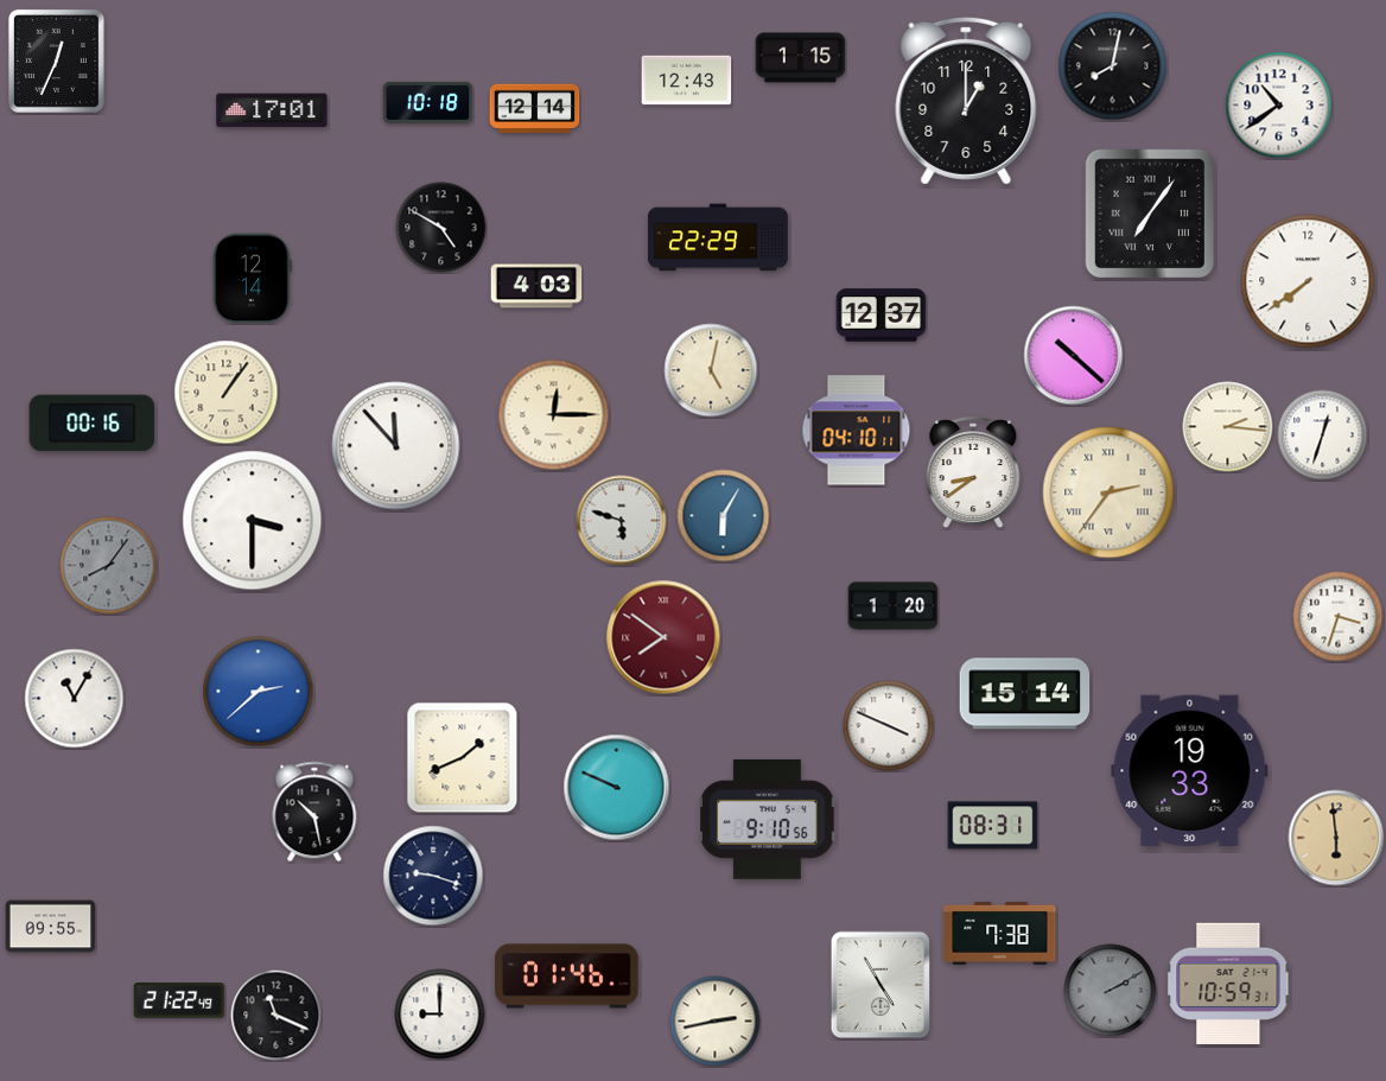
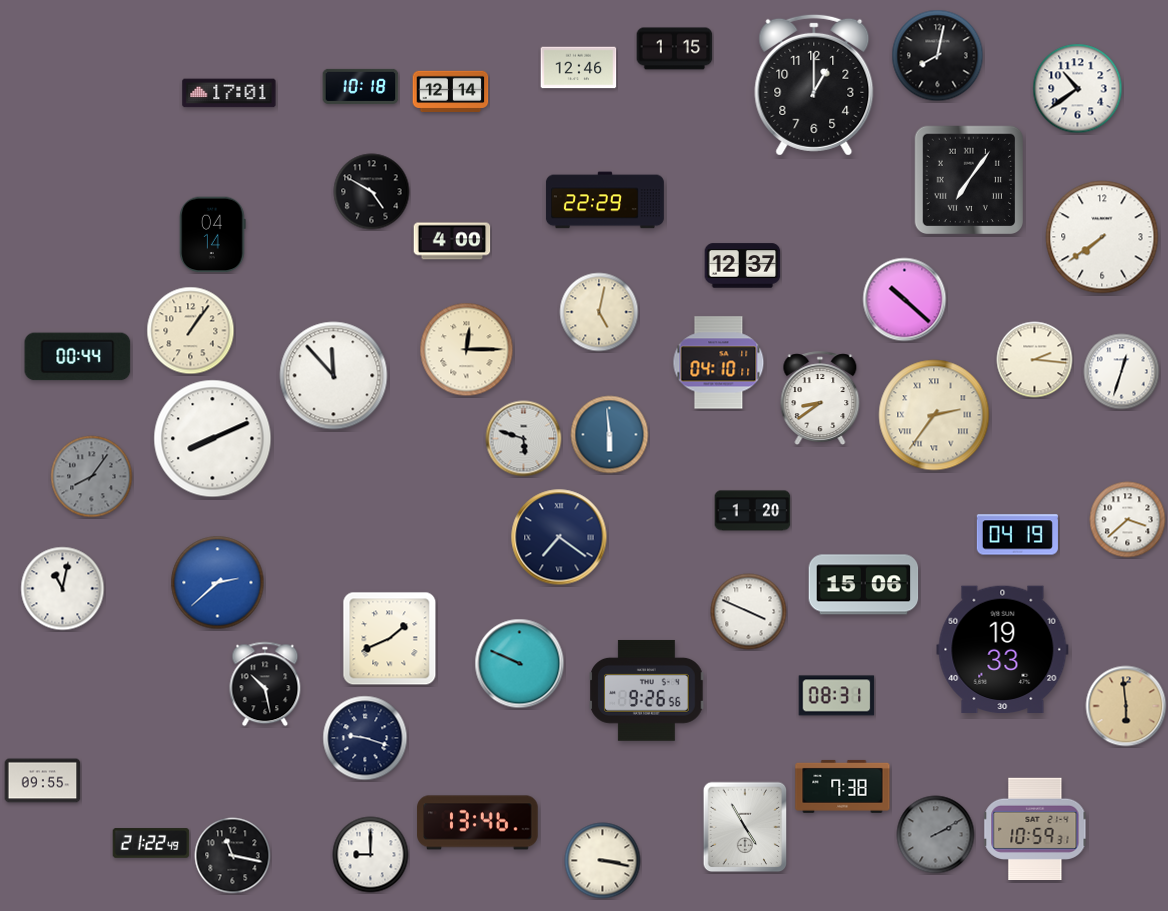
clock at (56, 61): 12:34 -> none
clock at (687, 81): 12:43 -> 12:46
clock at (253, 279): 12:14 -> 04:14
clock at (536, 286): 4:03 -> 4:00
clock at (93, 424): 00:16 -> 00:44
clock at (857, 431) position: (857, 431) -> (719, 363)
clock at (1323, 435) position: (1323, 435) -> (1122, 372)
clock at (724, 516): 6:05 -> 5:59
clock at (253, 521): 3:30 -> 8:11
clock at (1339, 617): 3:33 -> 3:38
clock at (1017, 535): none -> 04:19
clock at (663, 637): 7:51 -> 7:21
clock at (663, 637) dial: burgundy -> navy
clock at (1025, 694): 15:14 -> 15:06
clock at (75, 699): 11:05 -> 11:02
clock at (768, 819): 9:10 -> 9:26
clock at (567, 977): 01:46 -> 13:46
clock at (880, 985) position: (880, 985) -> (745, 827)
clock at (276, 1016): 11:19 -> 11:17
clock at (716, 1022): 2:43 -> 3:17
